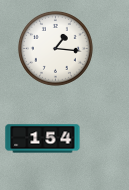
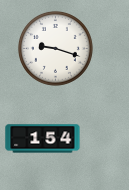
clock at (55, 48): 1:16 -> 9:18
